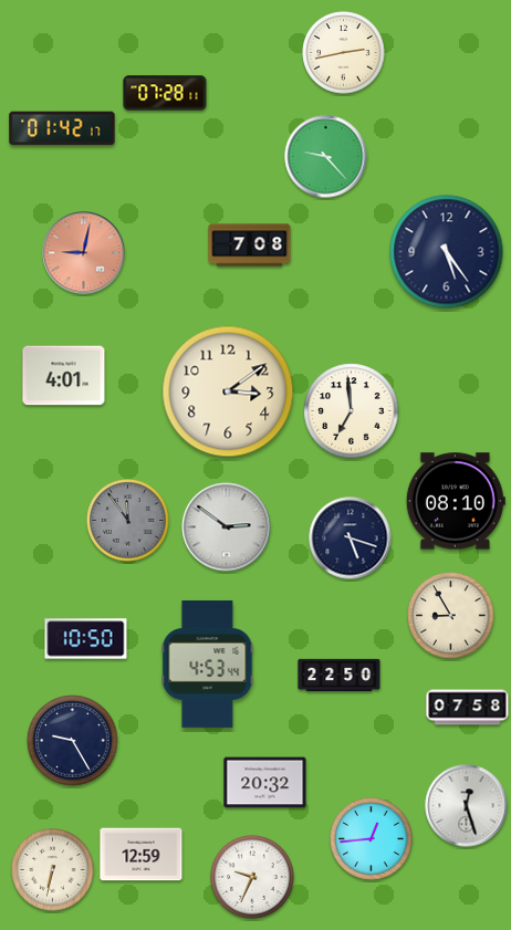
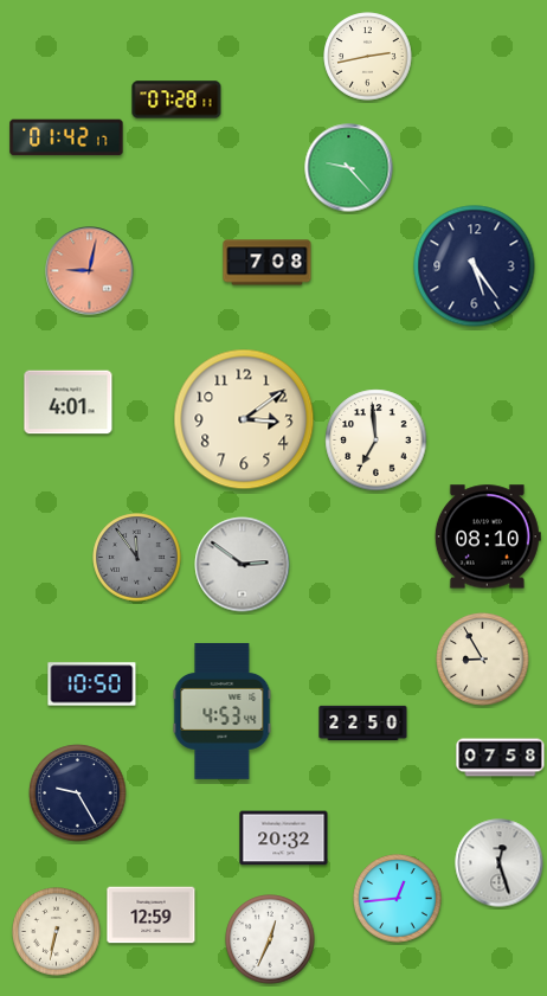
clock at (447, 252) position: (447, 252) -> (475, 266)
clock at (351, 539): 5:18 -> none
clock at (252, 877): 9:34 -> 12:34
